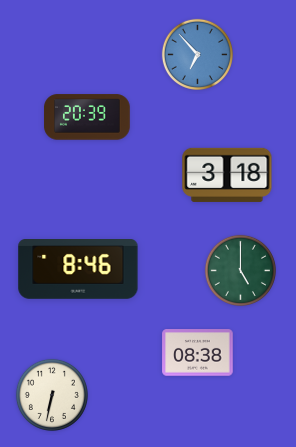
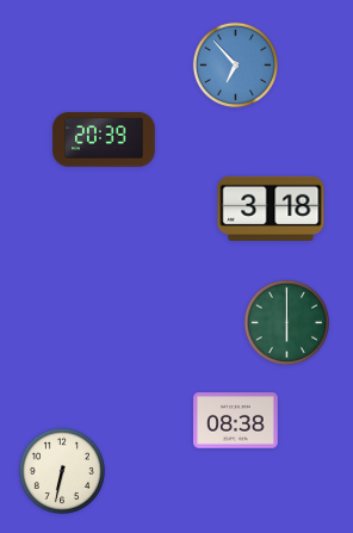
clock at (78, 270): 8:46 -> none
clock at (240, 270): 5:00 -> 6:00
